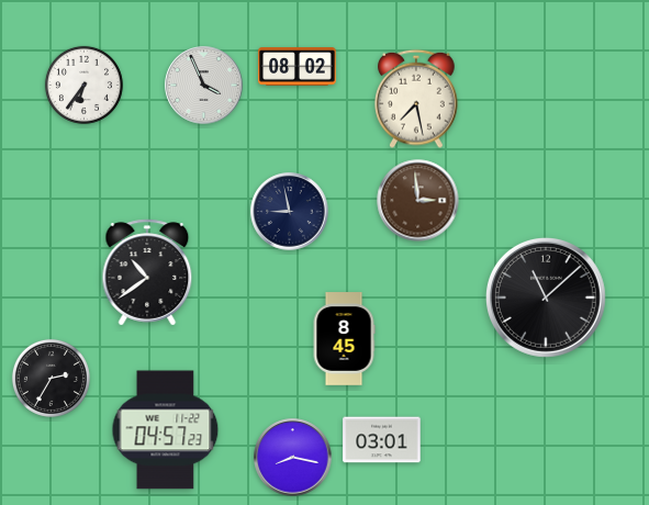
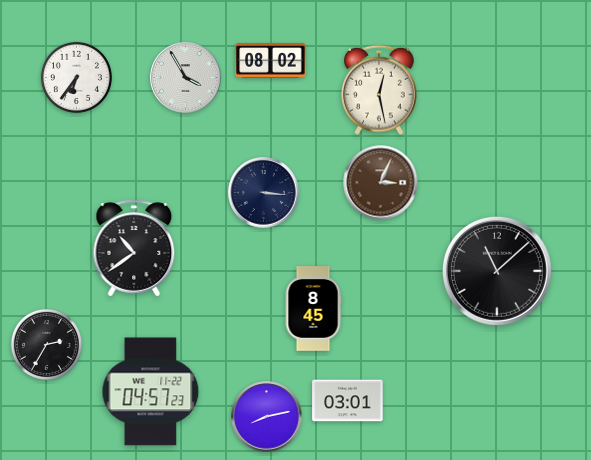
clock at (204, 86): 3:56 -> 3:55
clock at (416, 99): 7:28 -> 12:28
clock at (418, 201): 2:59 -> 3:04
clock at (290, 212): 8:58 -> 3:16
clock at (293, 458): 8:17 -> 8:13
